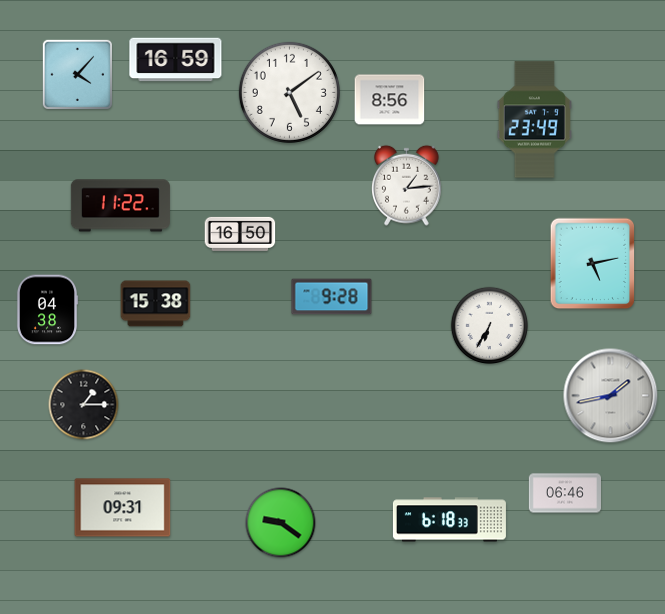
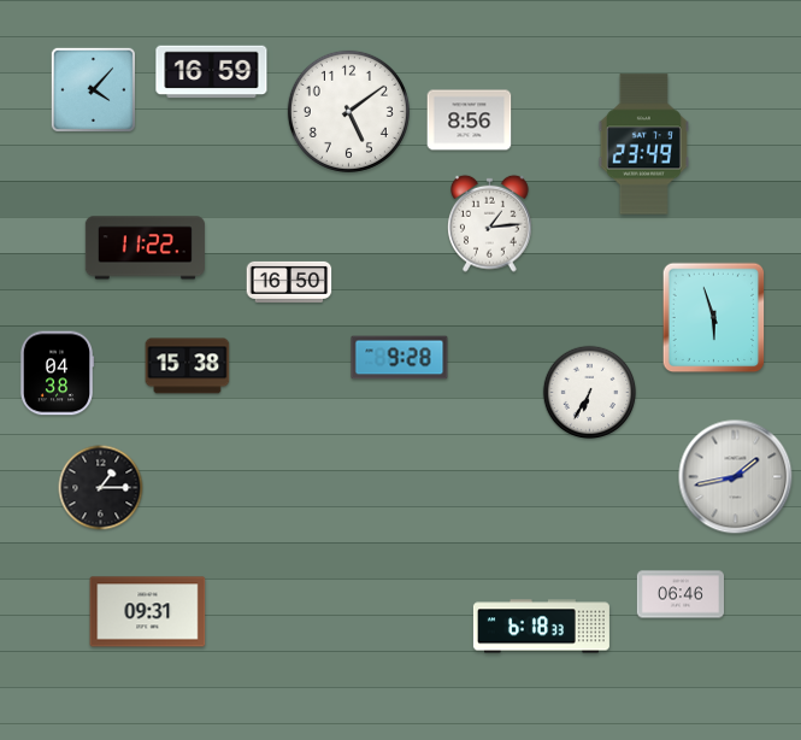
clock at (593, 264): 5:13 -> 5:57
clock at (281, 523): 9:21 -> none
